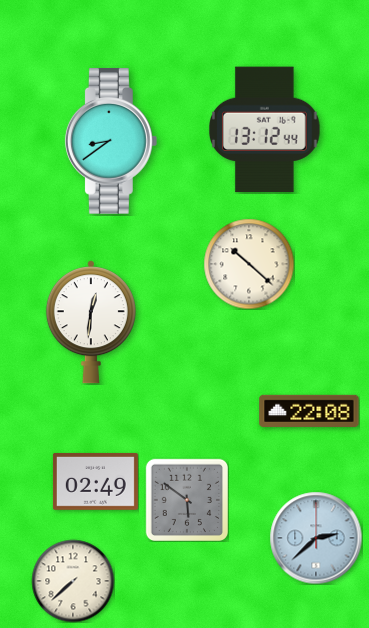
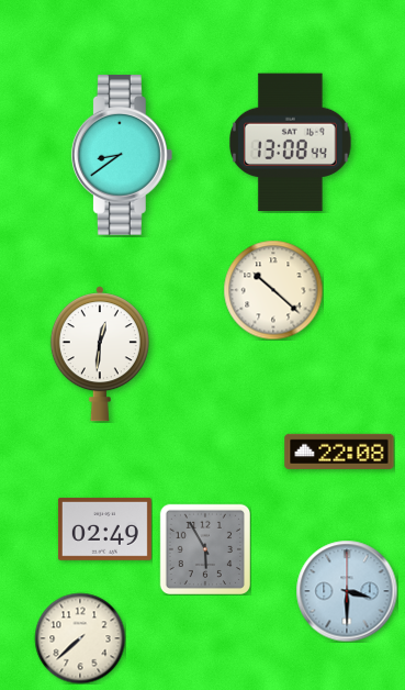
clock at (265, 130): 13:12 -> 13:08
clock at (186, 499): 5:51 -> 5:55
clock at (316, 538): 2:38 -> 3:30
